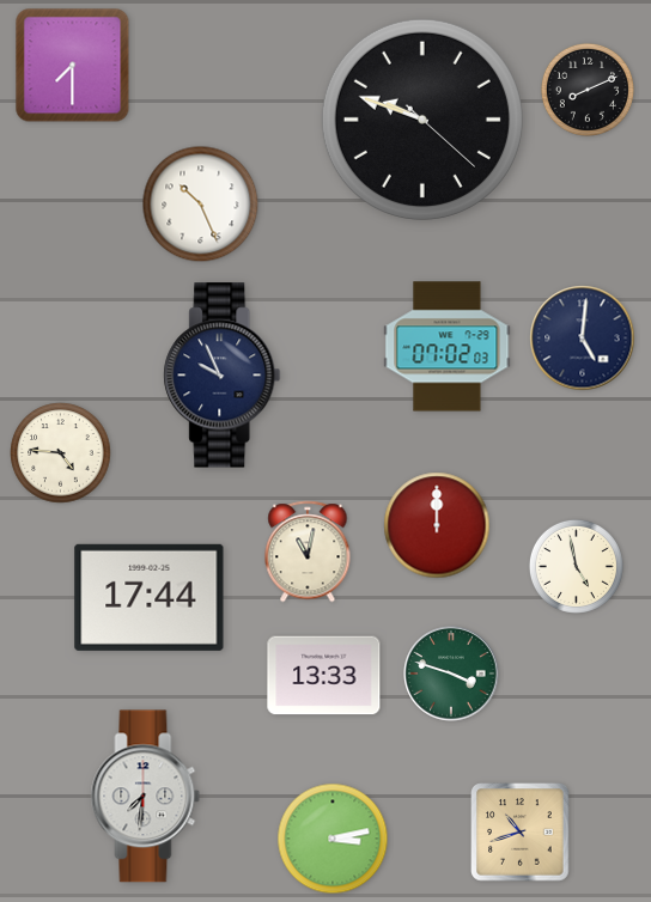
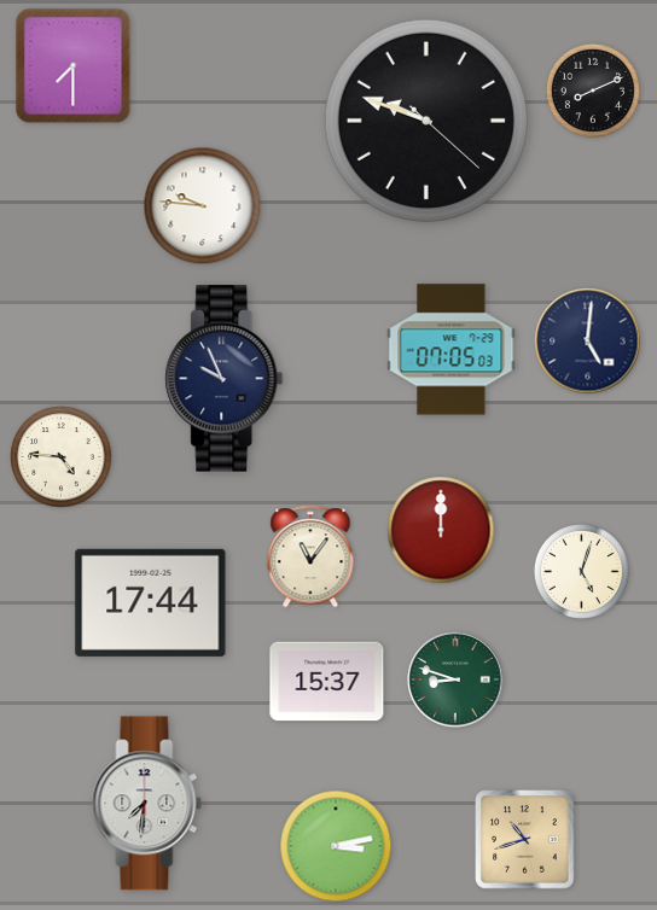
clock at (201, 205): 10:26 -> 9:46
clock at (448, 347): 07:02 -> 07:05
clock at (308, 551): 11:02 -> 11:06
clock at (576, 566): 4:58 -> 5:03
clock at (451, 674): 3:48 -> 8:48
clock at (324, 676): 13:33 -> 15:37
